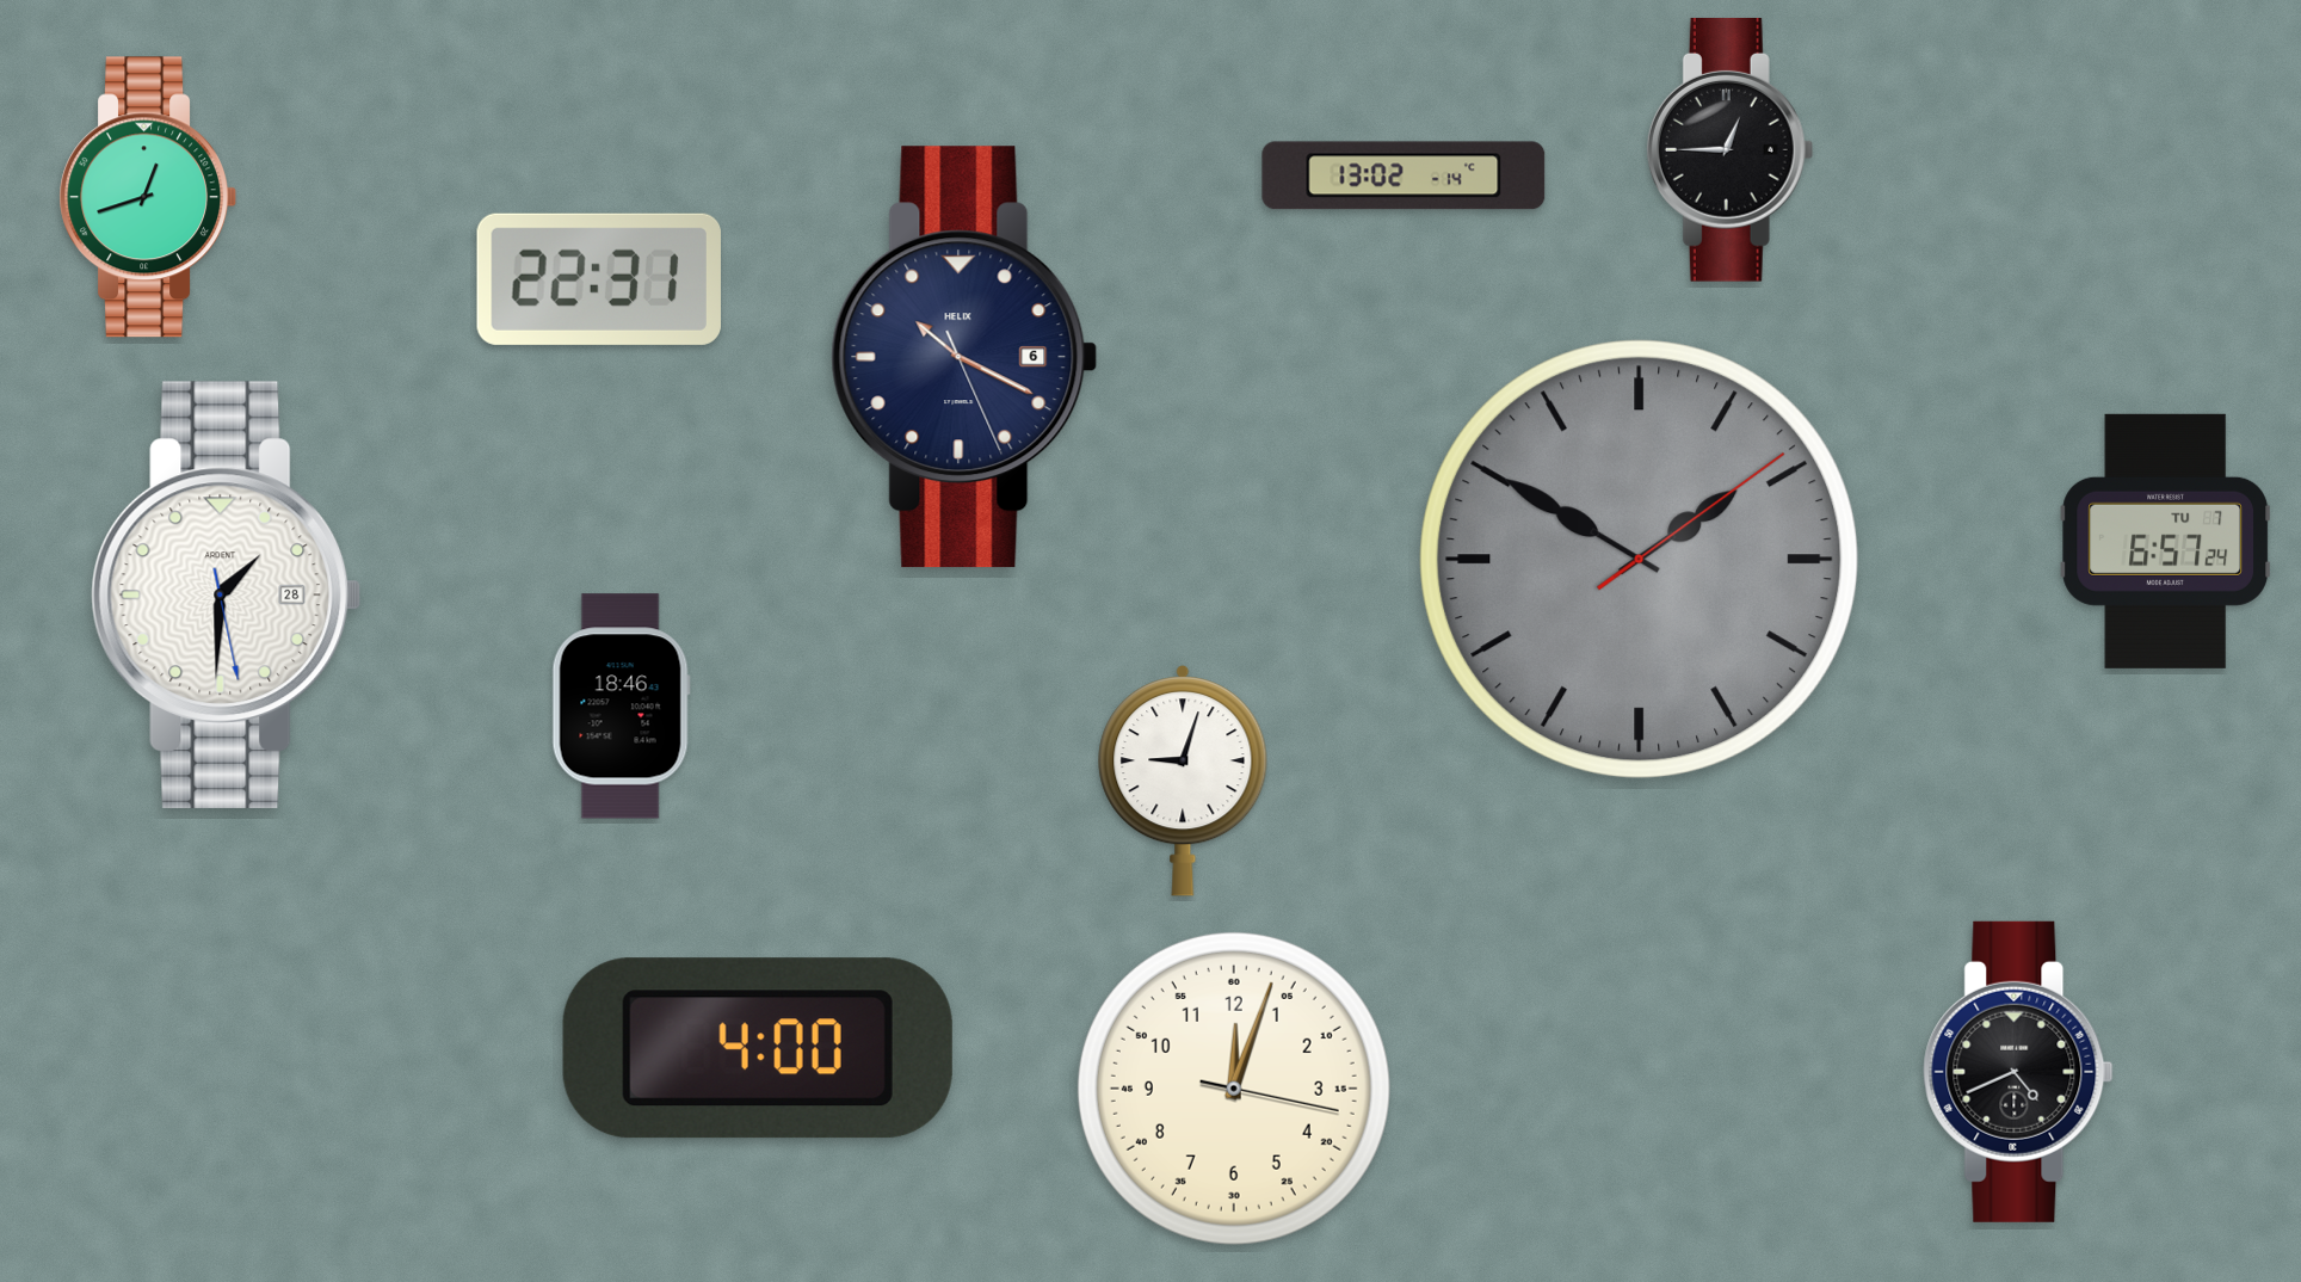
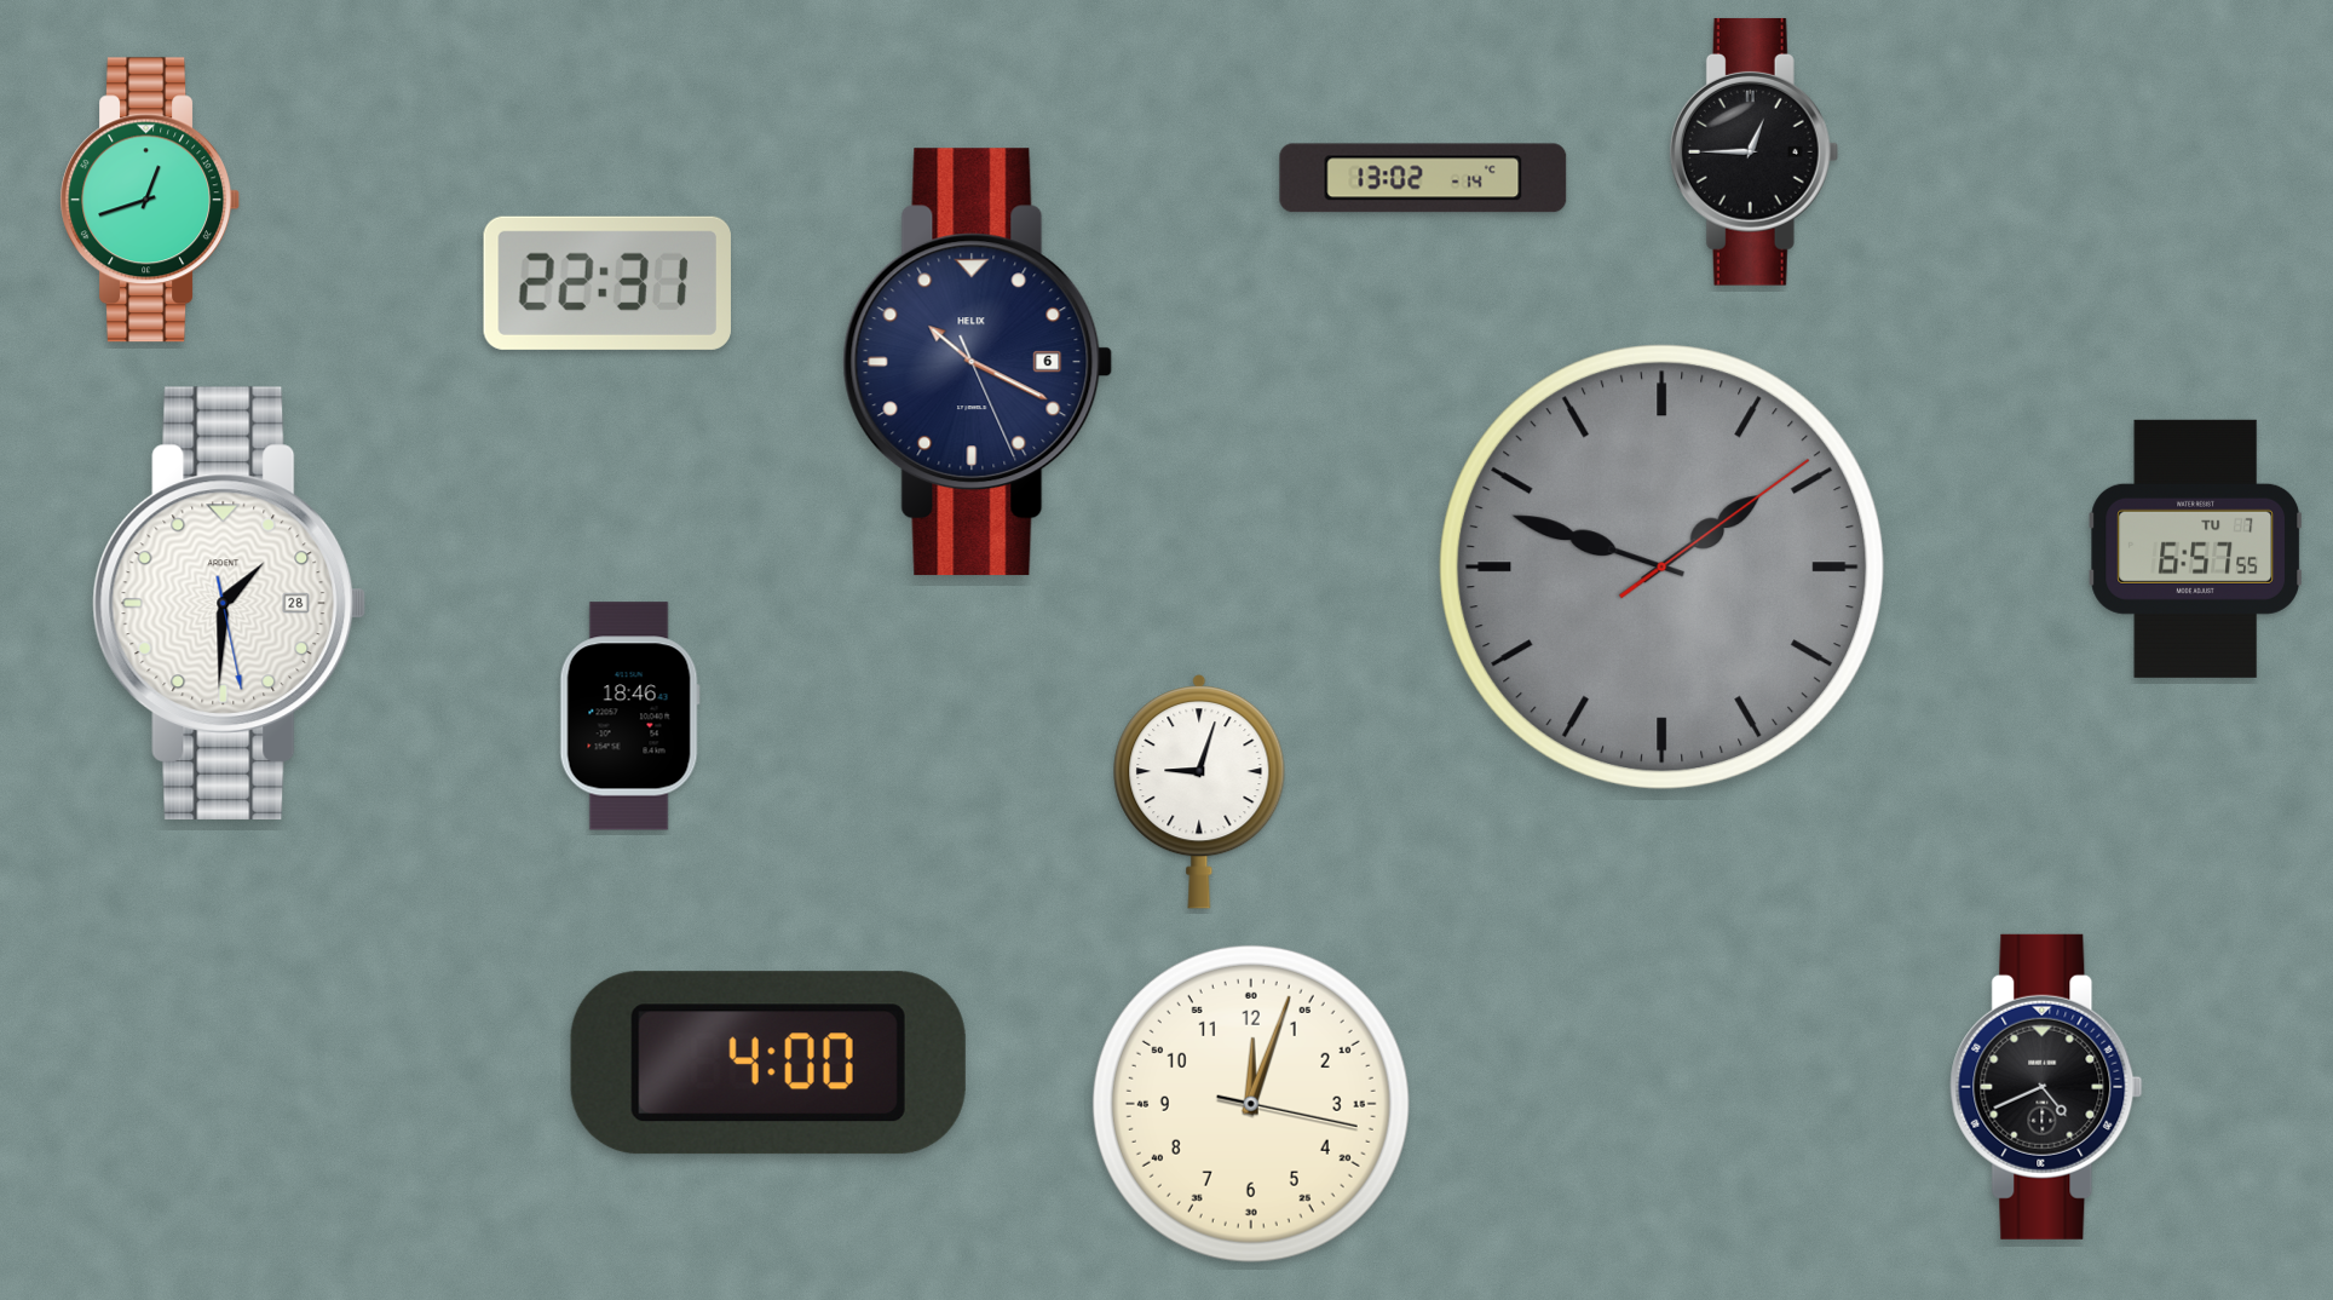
clock at (2165, 541): 6:57:24 -> 6:57:55
clock at (1640, 560): 1:50 -> 1:48
